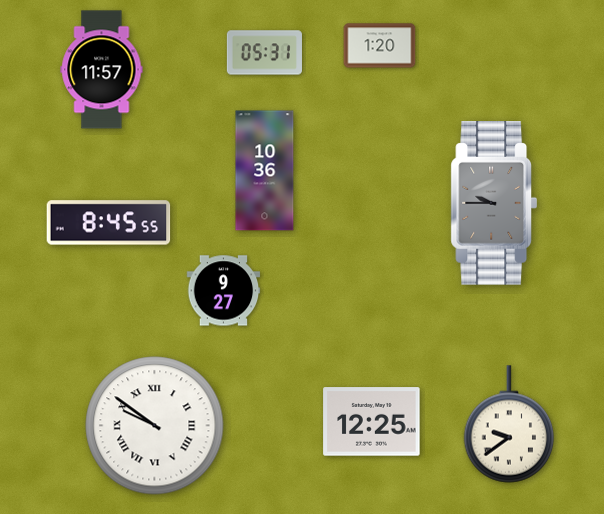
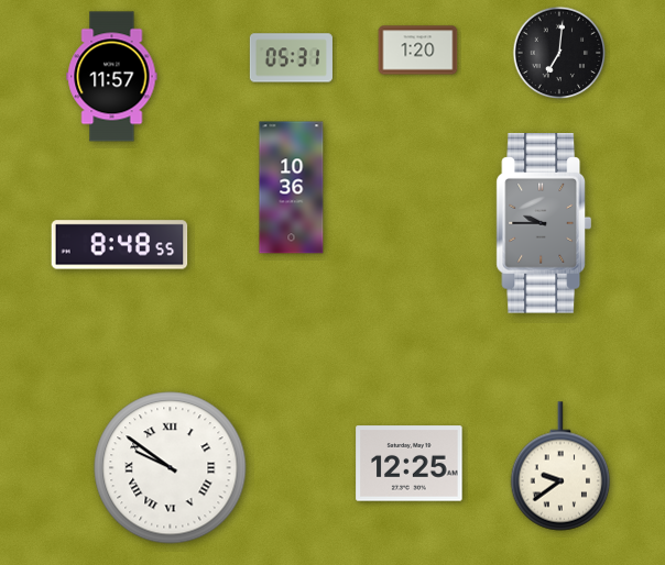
clock at (559, 53): none -> 7:01
clock at (109, 223): 8:45 -> 8:48
clock at (224, 291): 9:27 -> none
